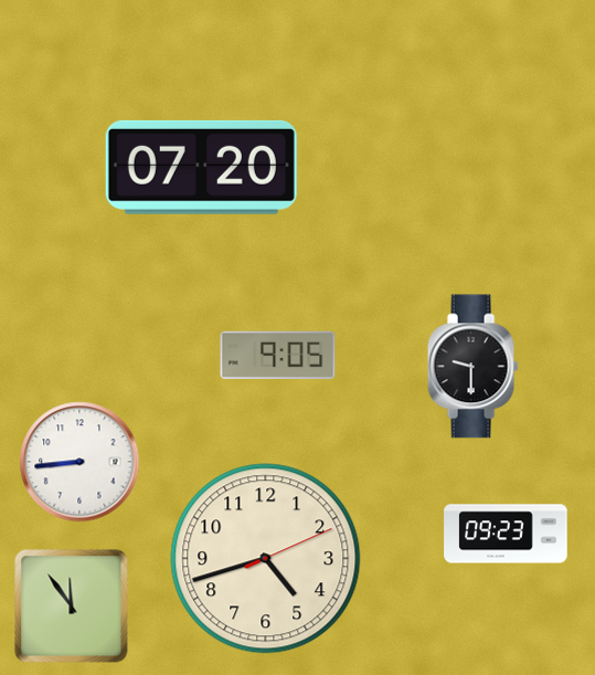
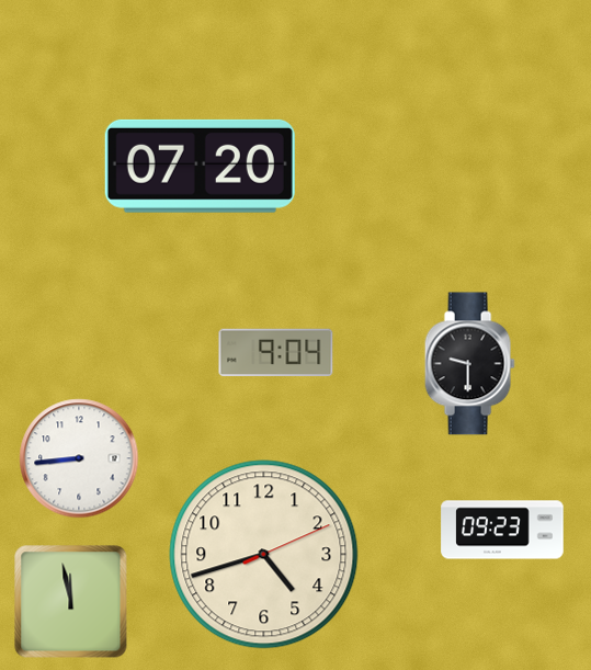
clock at (278, 356): 9:05 -> 9:04
clock at (72, 607): 11:54 -> 11:58
